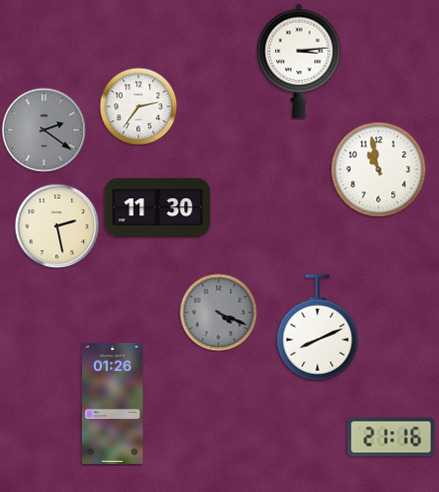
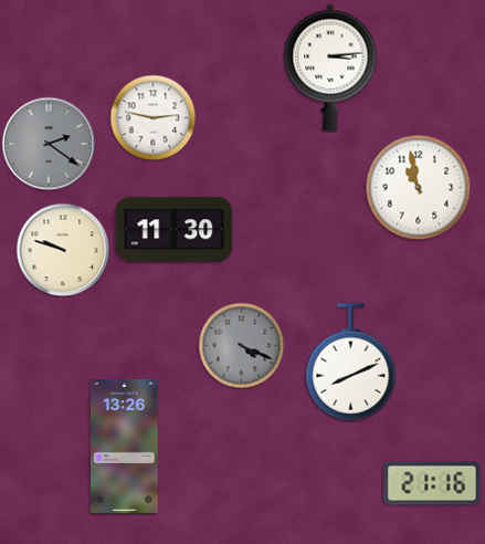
clock at (138, 106): 2:36 -> 2:47
clock at (57, 226): 2:28 -> 9:48
clock at (112, 403): 01:26 -> 13:26
